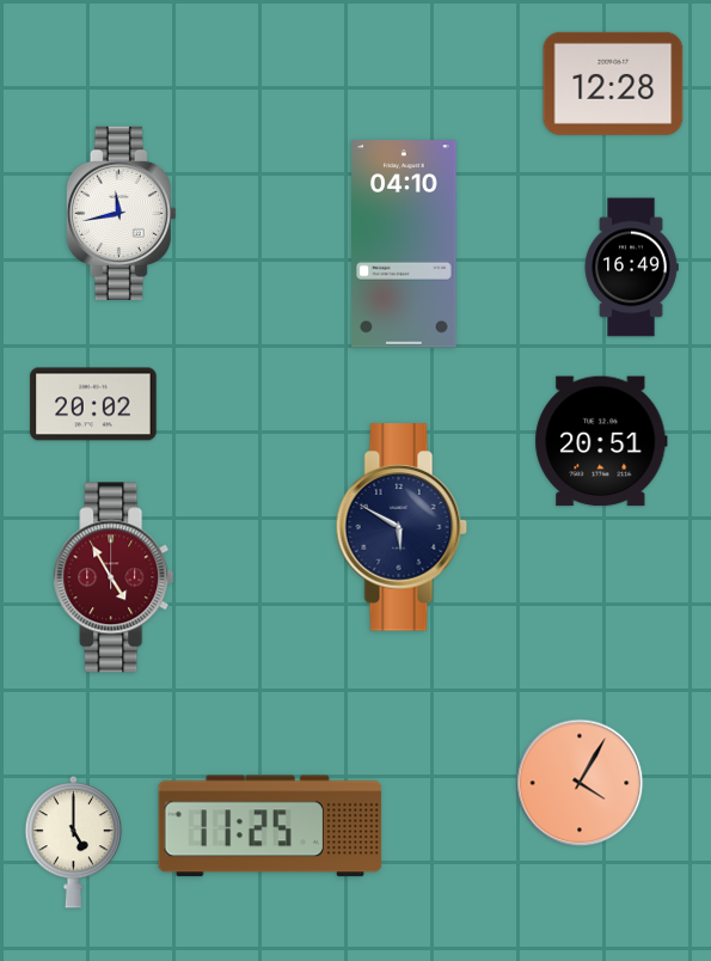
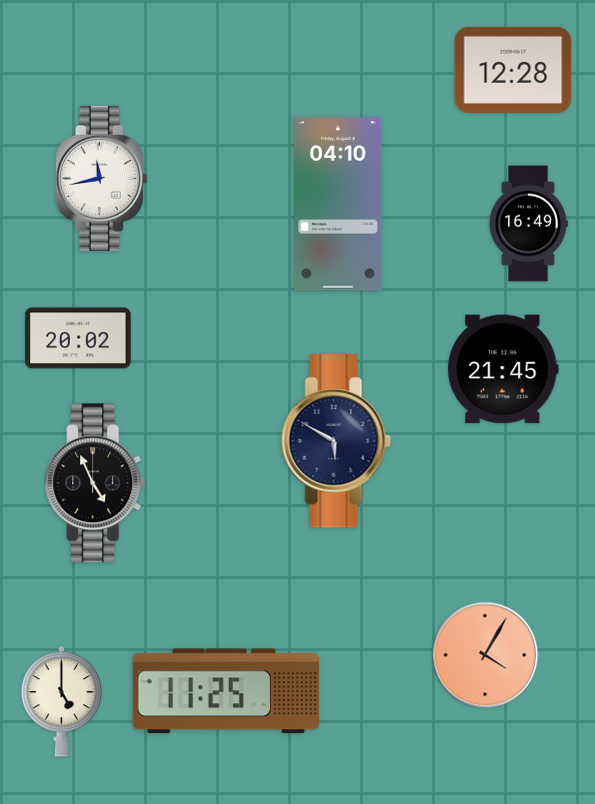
clock at (601, 441): 20:51 -> 21:45
clock at (114, 577): 4:55 -> 4:56
clock at (114, 577) dial: burgundy -> black
clock at (74, 843) position: (74, 843) -> (62, 702)
